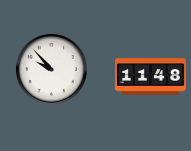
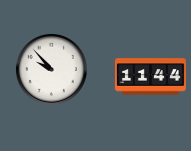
clock at (150, 77): 11:48 -> 11:44
